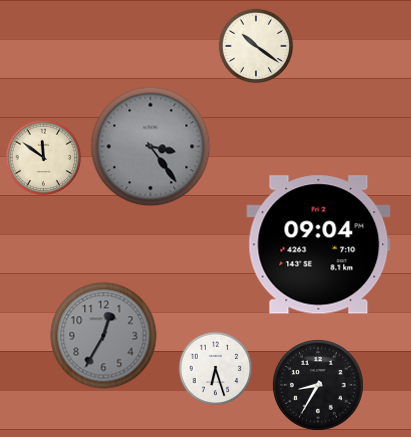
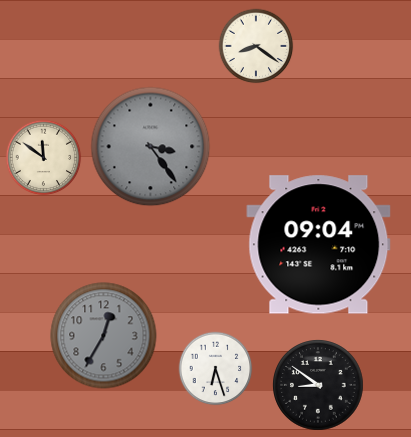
clock at (256, 46): 10:21 -> 8:21
clock at (318, 385): 8:35 -> 8:51
